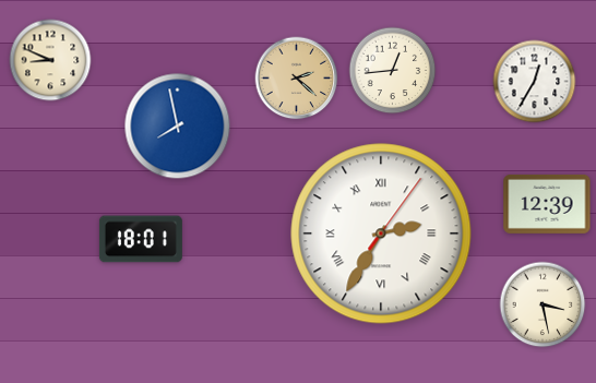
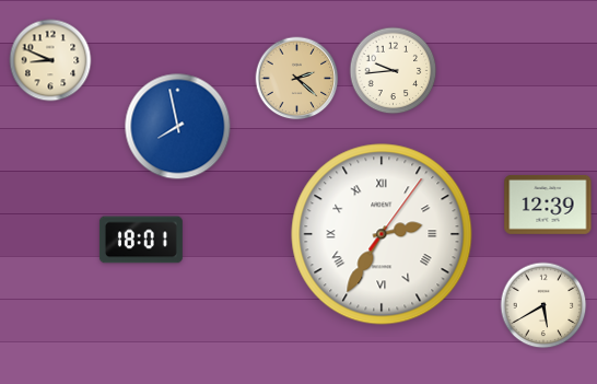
clock at (393, 71): 12:44 -> 9:44
clock at (535, 82): 12:35 -> none
clock at (543, 304): 3:28 -> 5:40
